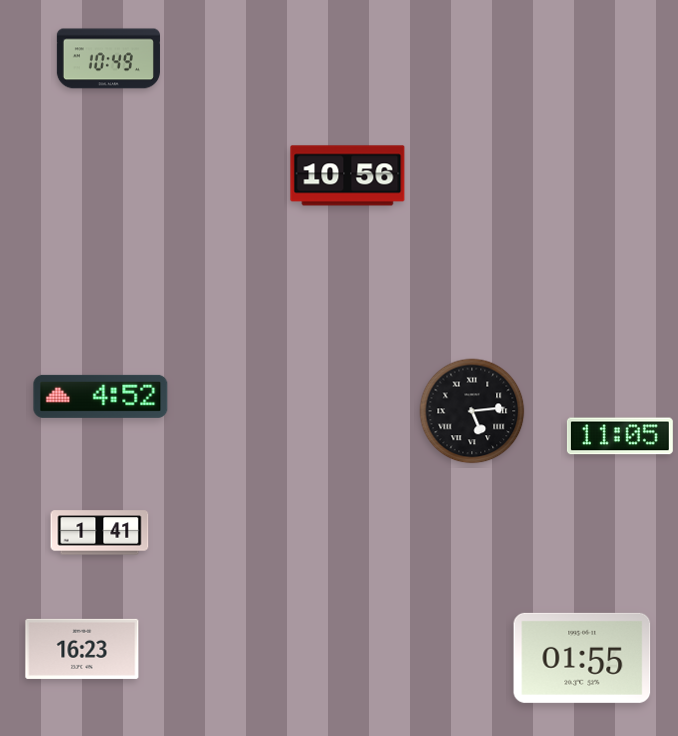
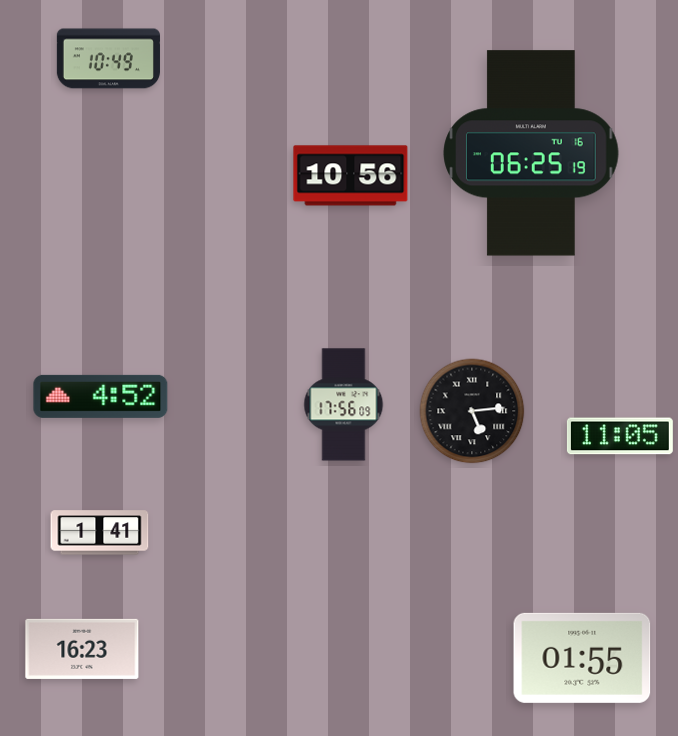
clock at (531, 153): none -> 06:25
clock at (348, 176) position: (348, 176) -> (351, 176)
clock at (344, 405): none -> 17:56
